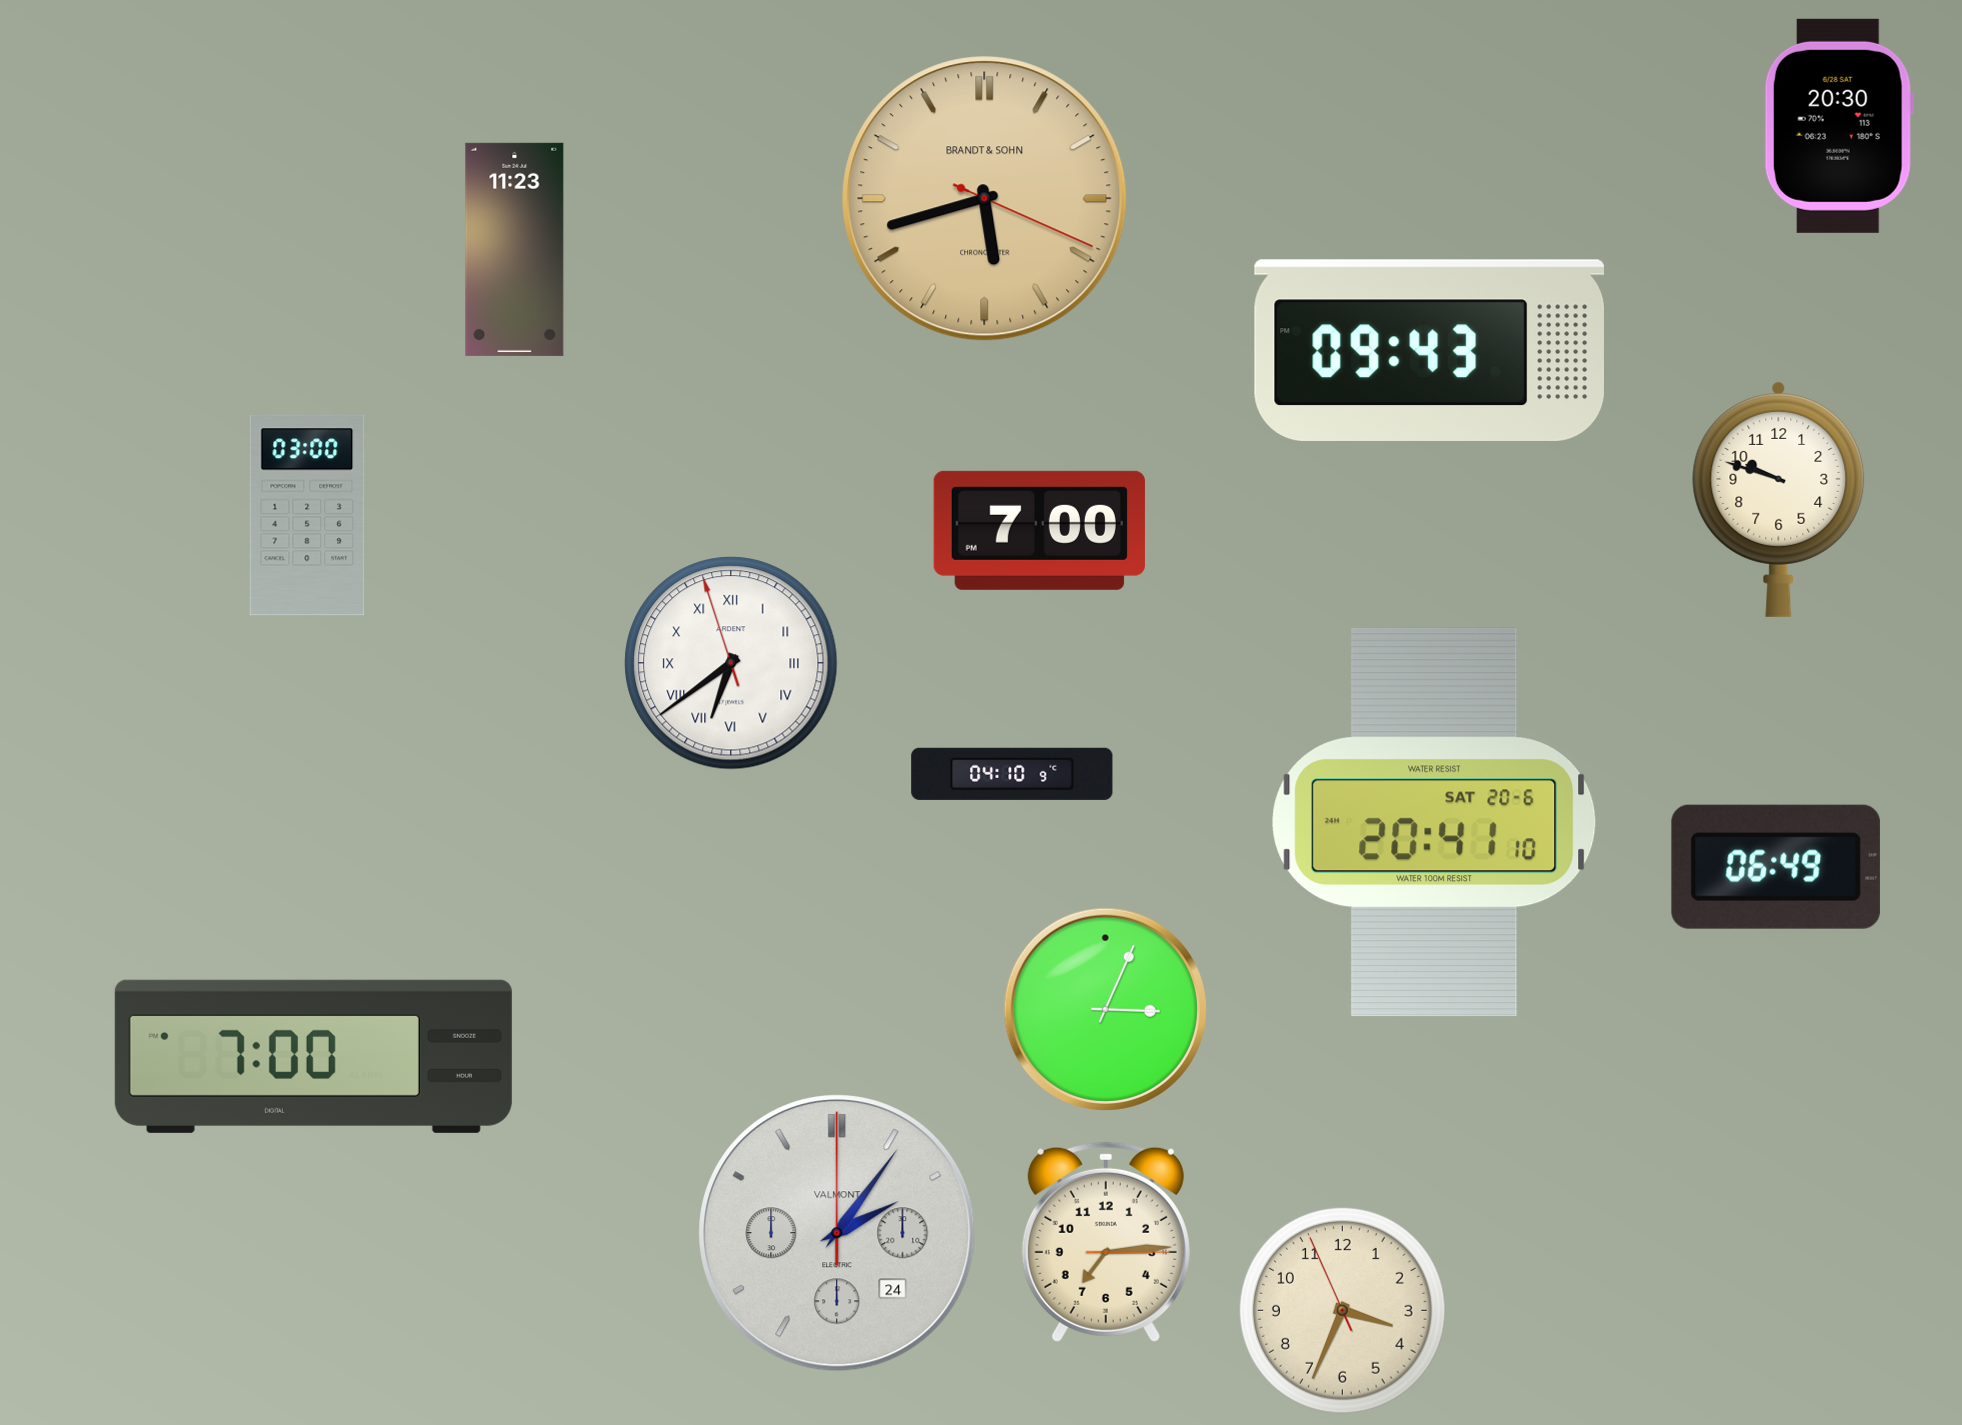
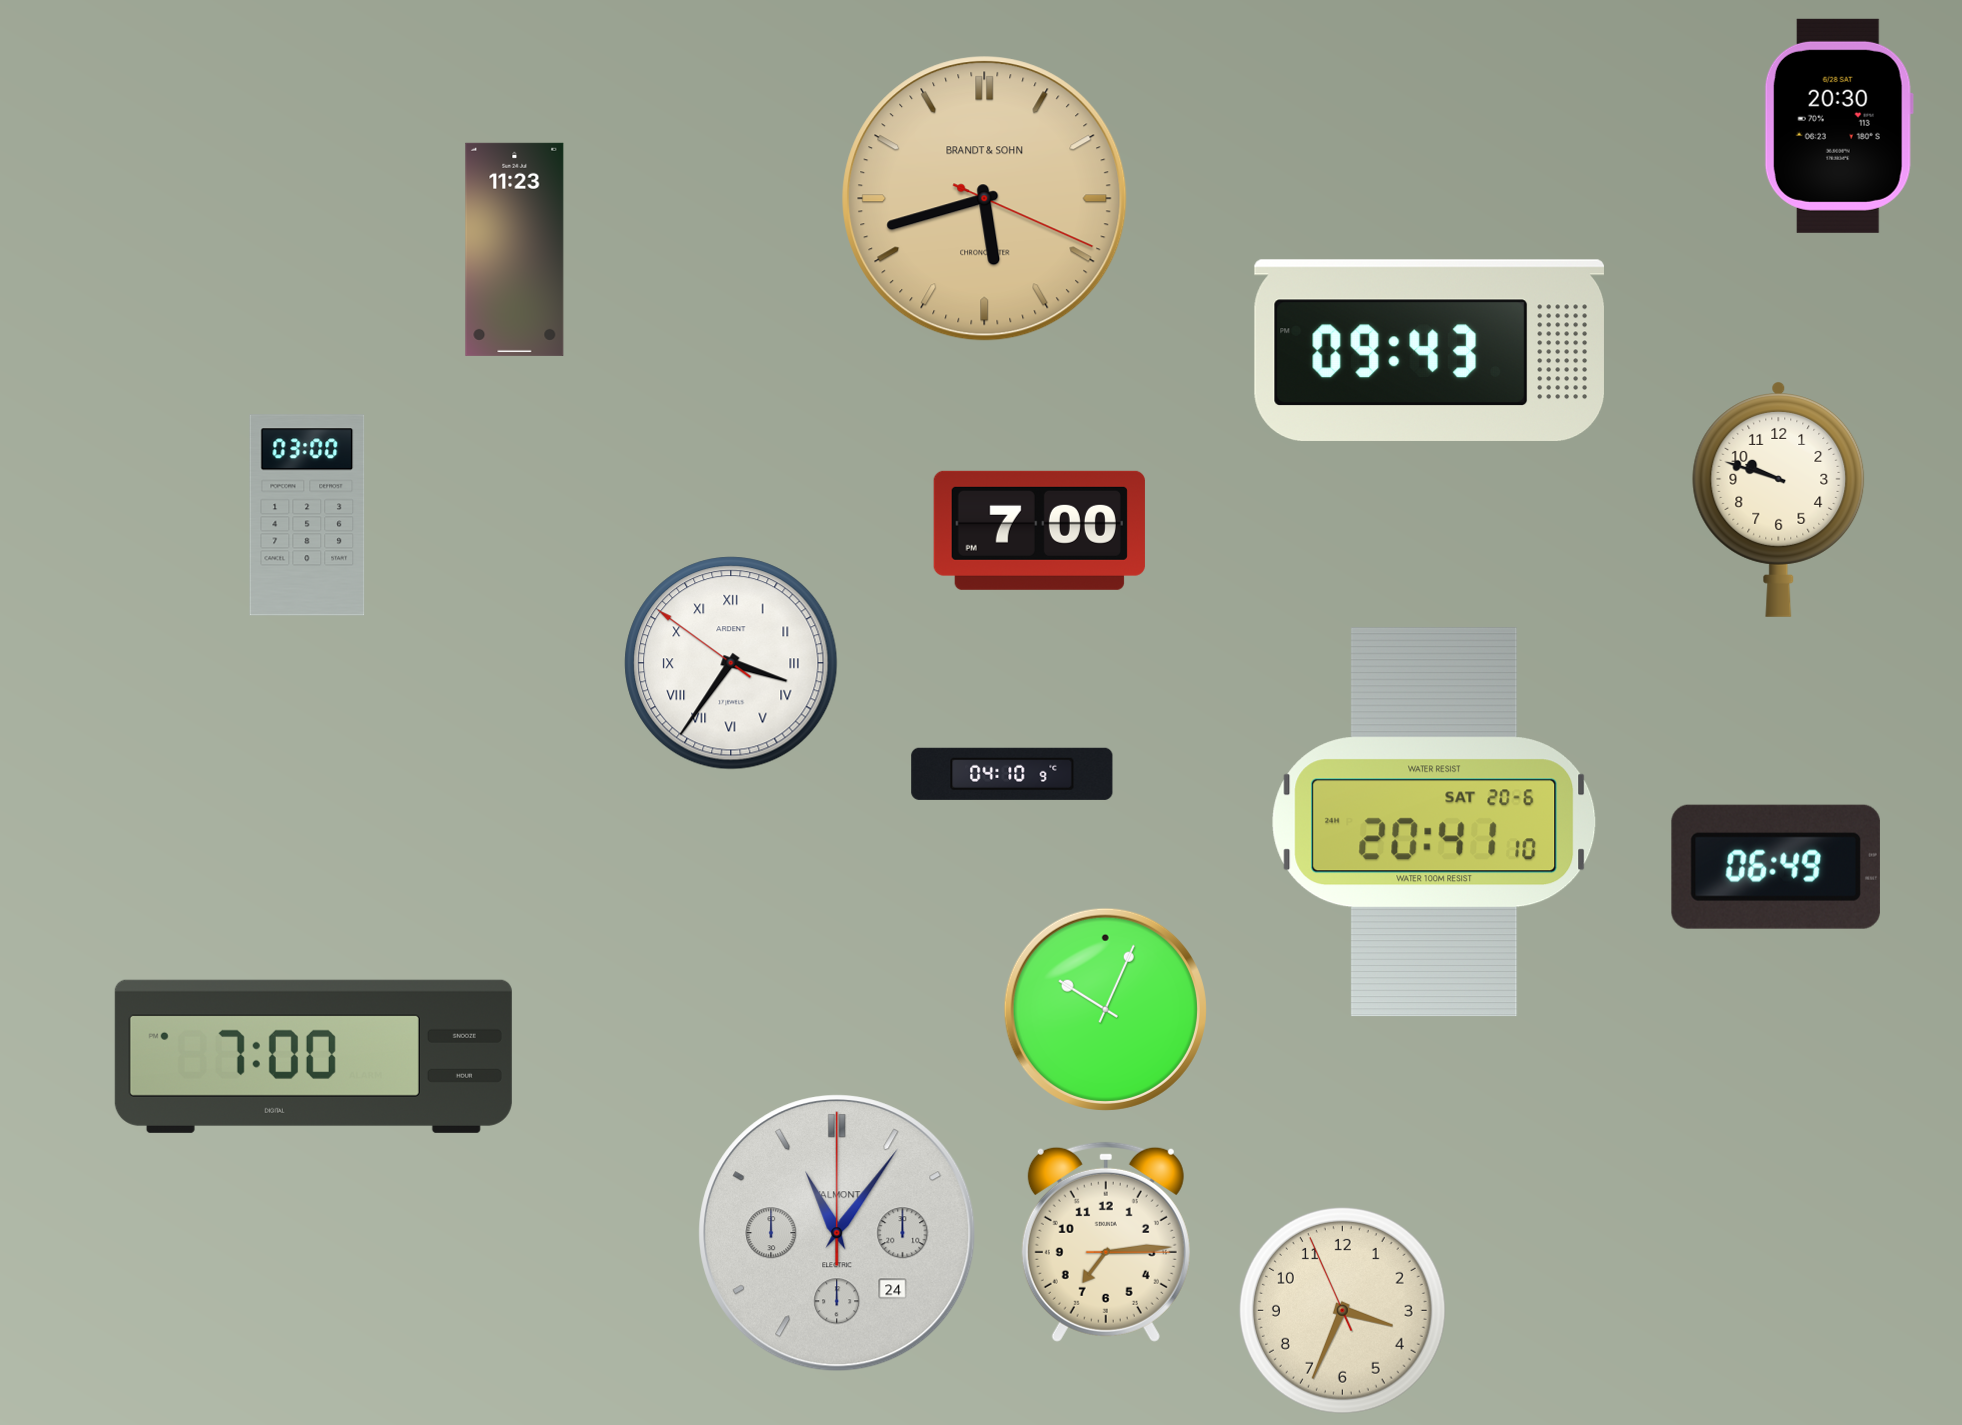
clock at (731, 663): 6:38 -> 3:35
clock at (1105, 1009): 3:04 -> 10:04
clock at (837, 1233): 2:06 -> 11:06
